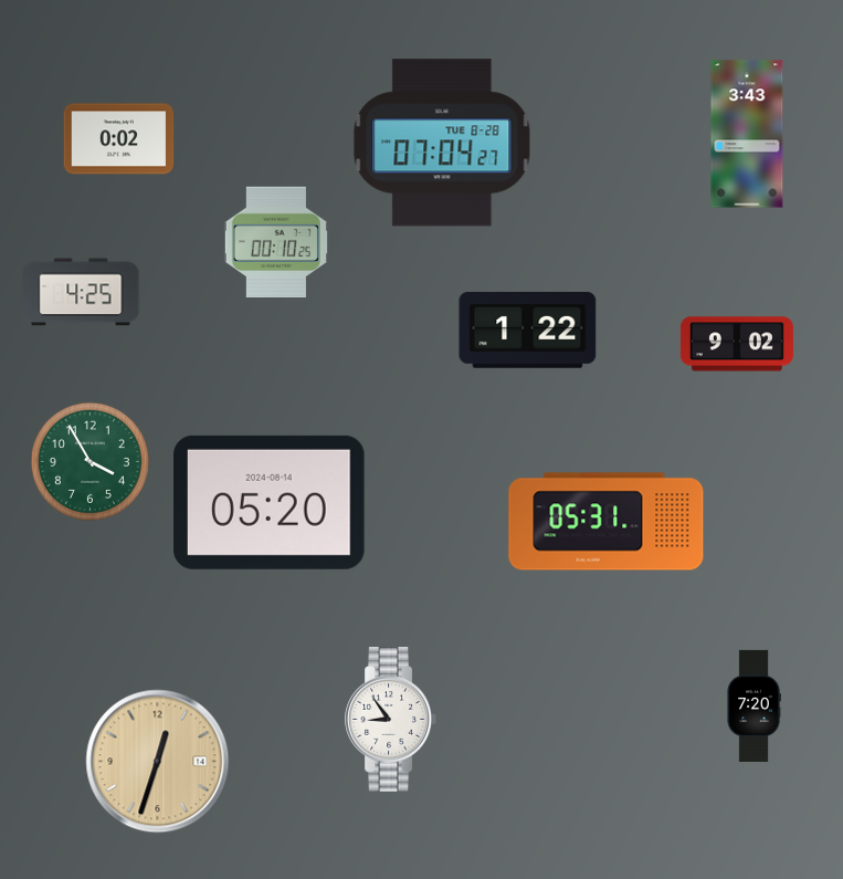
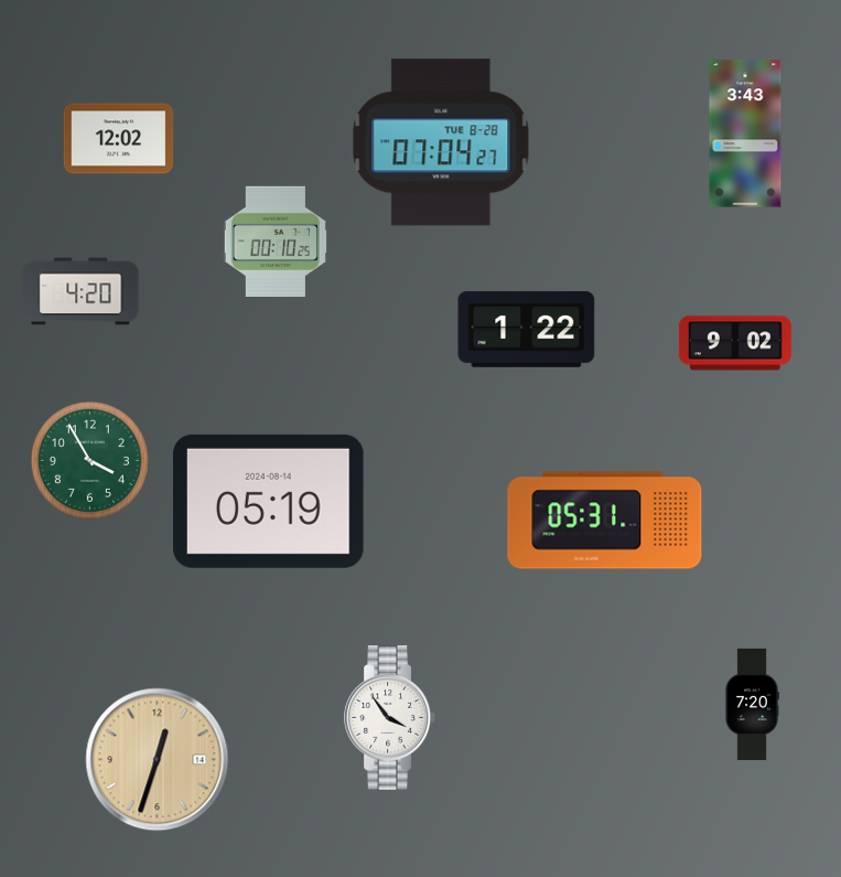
clock at (119, 139): 0:02 -> 12:02
clock at (81, 292): 4:25 -> 4:20
clock at (270, 502): 05:20 -> 05:19
clock at (390, 720): 8:54 -> 3:54
